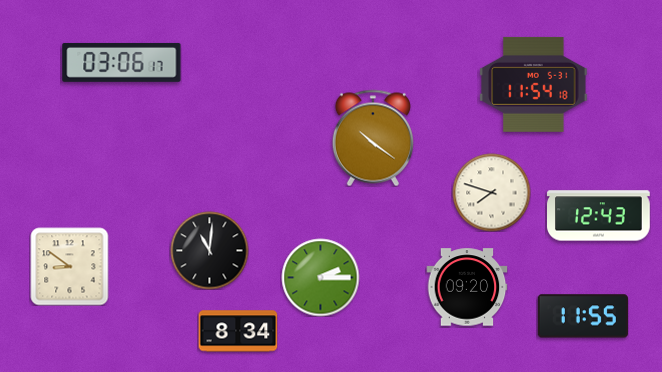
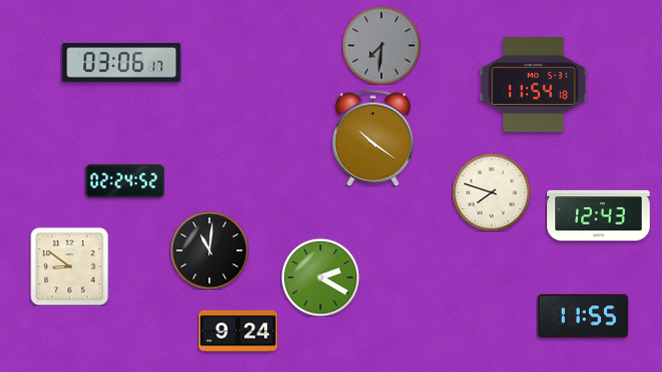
clock at (381, 45): none -> 7:31
clock at (125, 181): none -> 02:24
clock at (320, 277): 2:15 -> 2:20
clock at (467, 287): 09:20 -> none
clock at (238, 331): 8:34 -> 9:24
